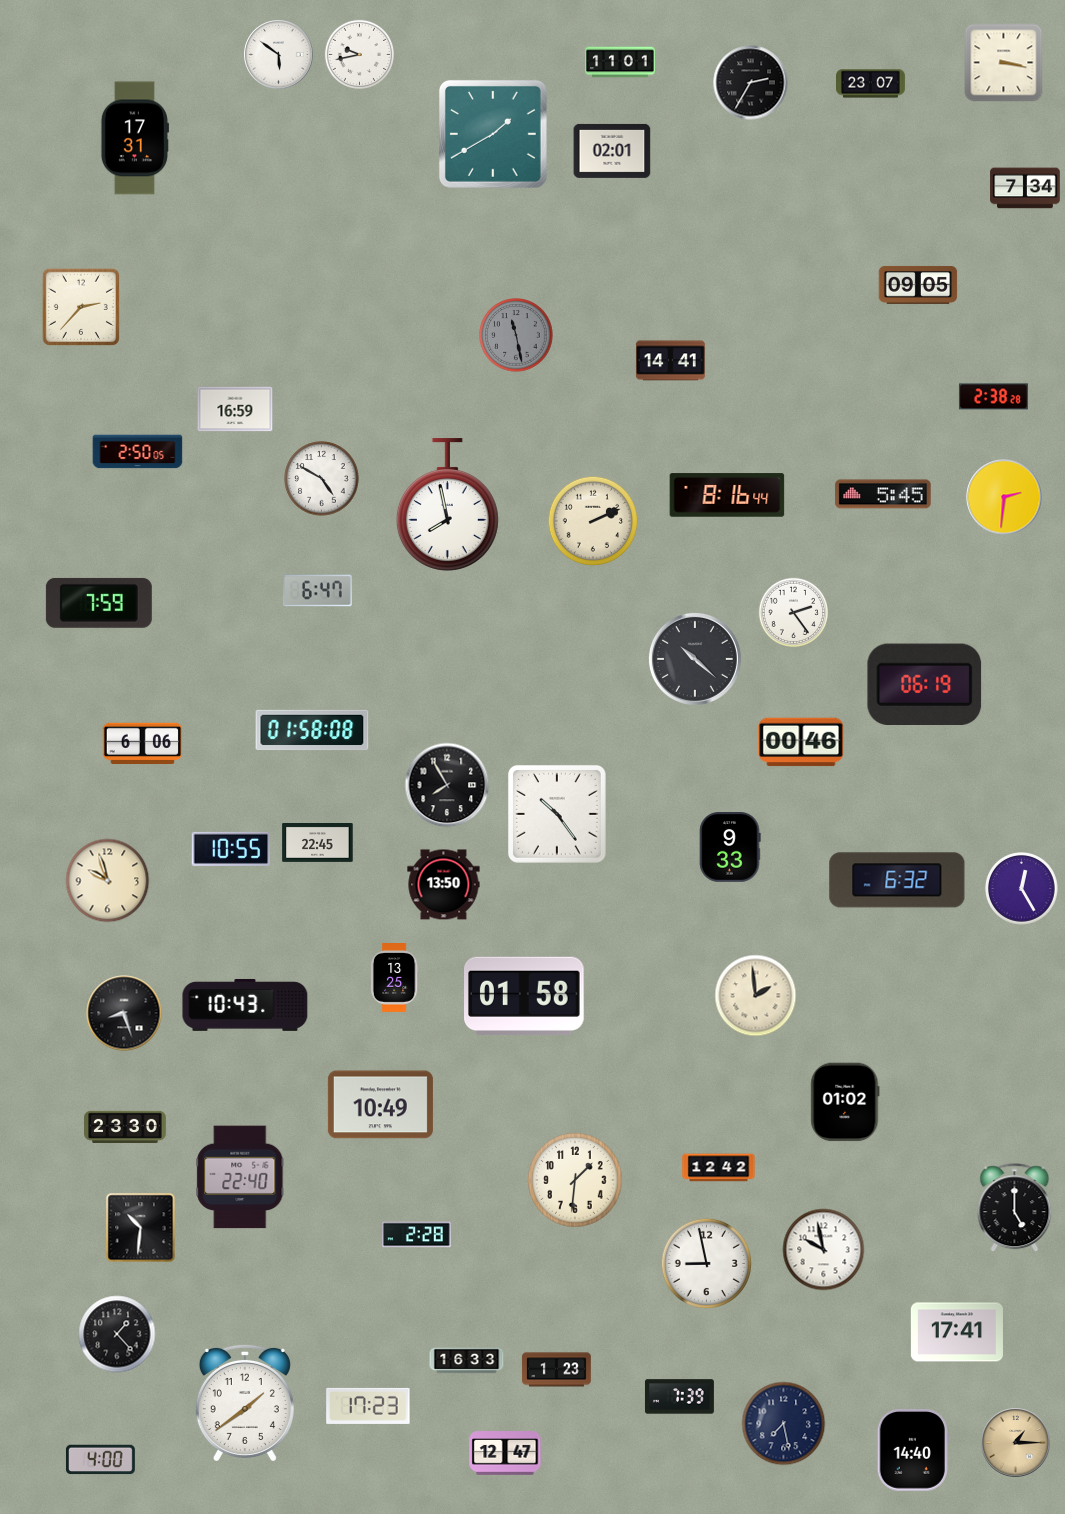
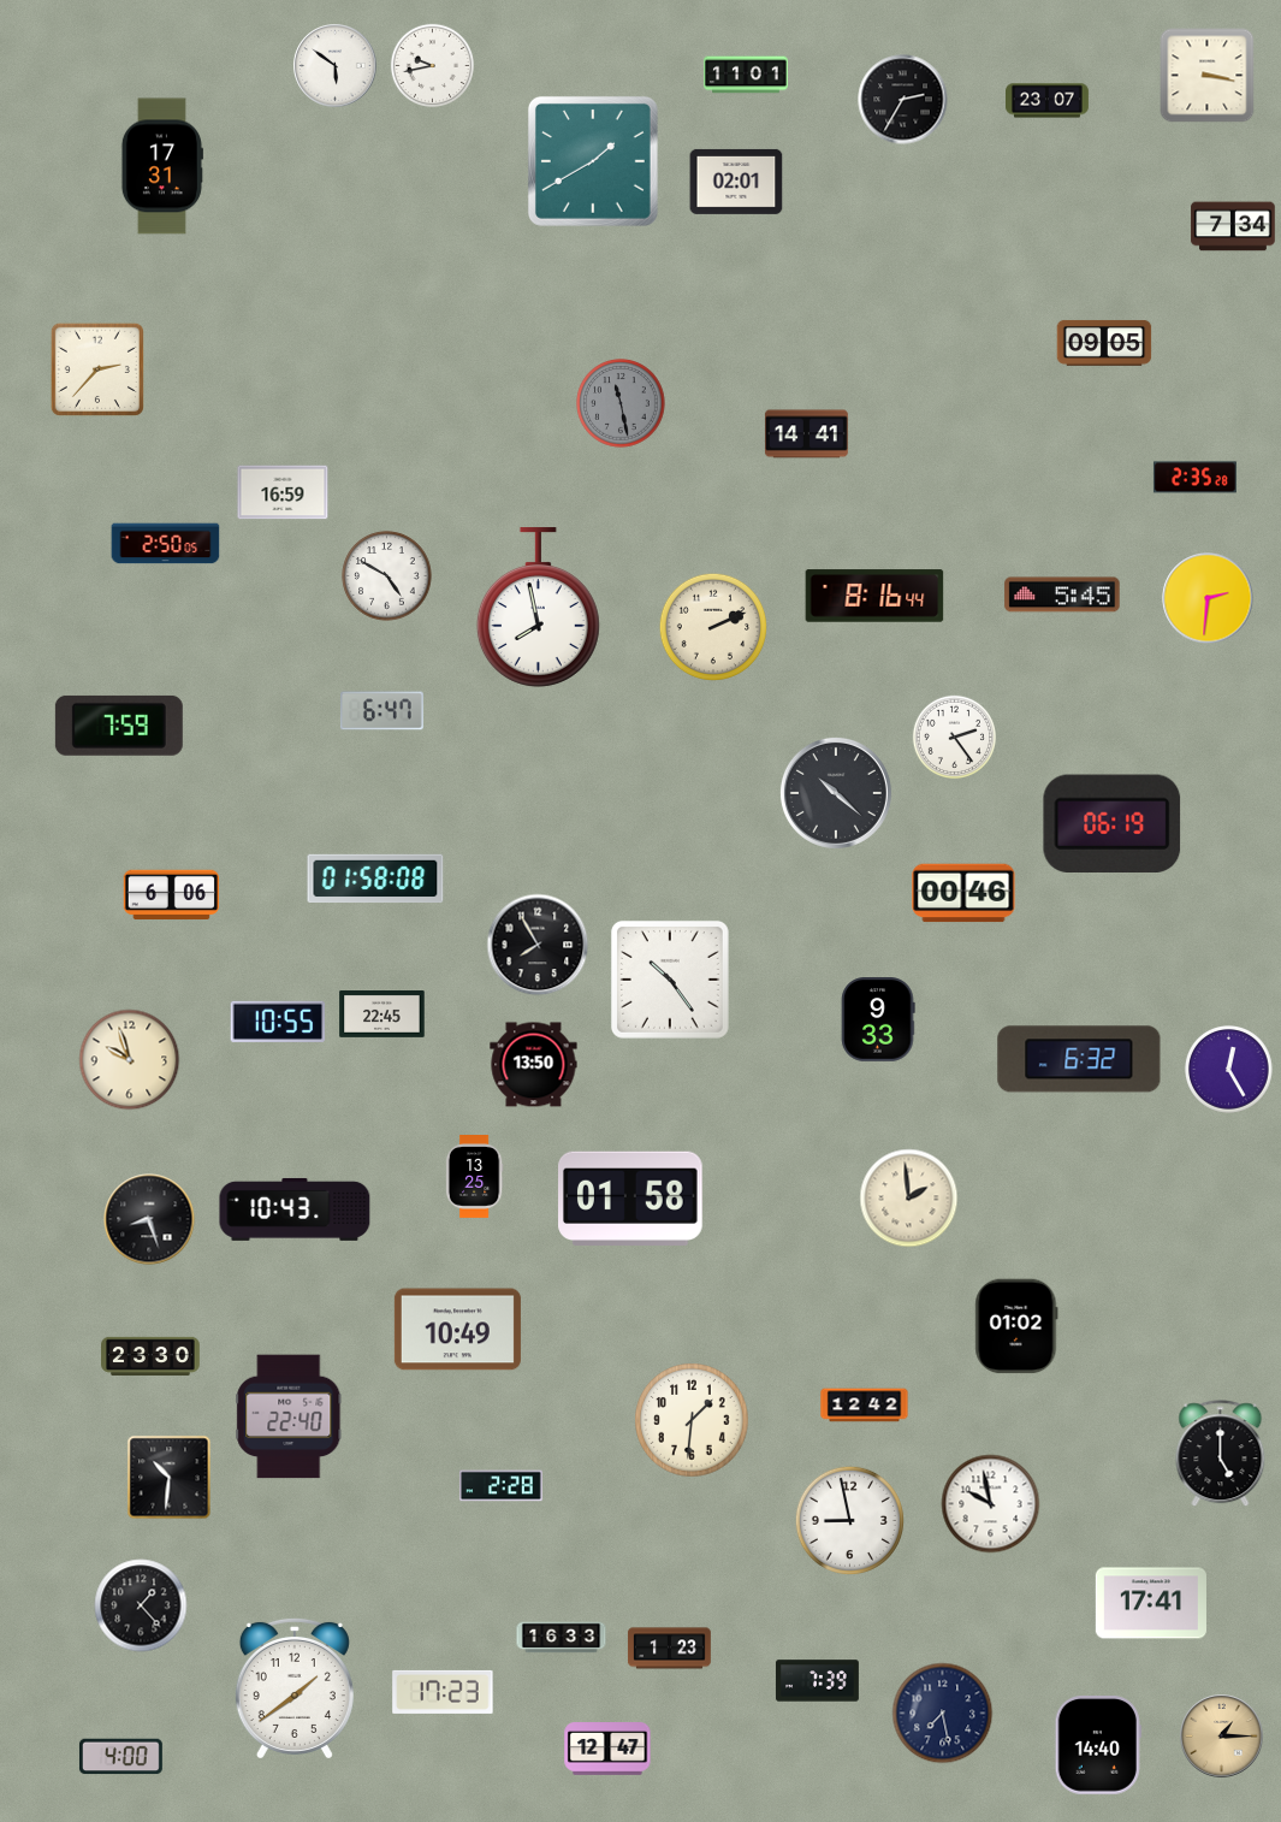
clock at (993, 397): 2:38 -> 2:35
